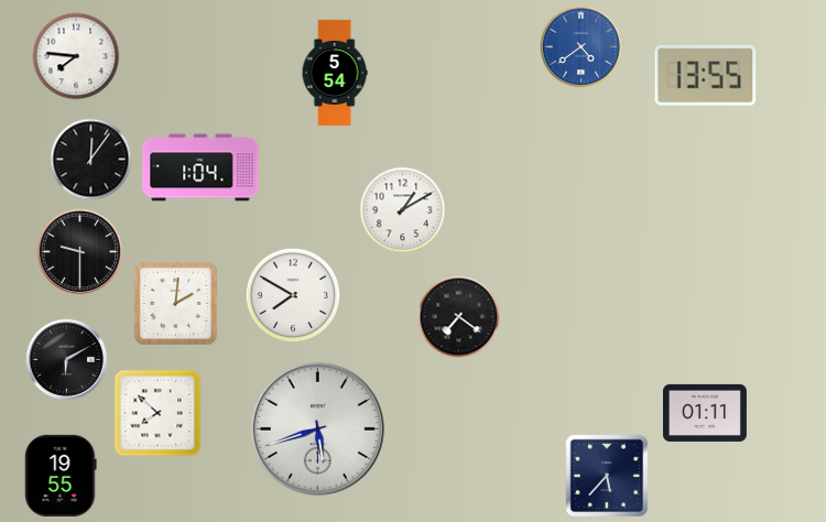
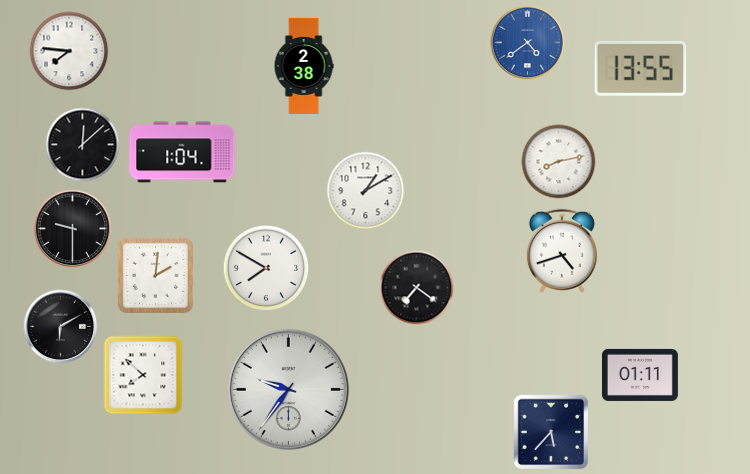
clock at (335, 73): 5:54 -> 2:38
clock at (91, 160): 12:06 -> 12:08
clock at (559, 162): none -> 8:13
clock at (562, 251): none -> 4:42
clock at (175, 303) position: (175, 303) -> (155, 275)
clock at (317, 428): 5:42 -> 9:36
clock at (61, 476): 19:55 -> none
